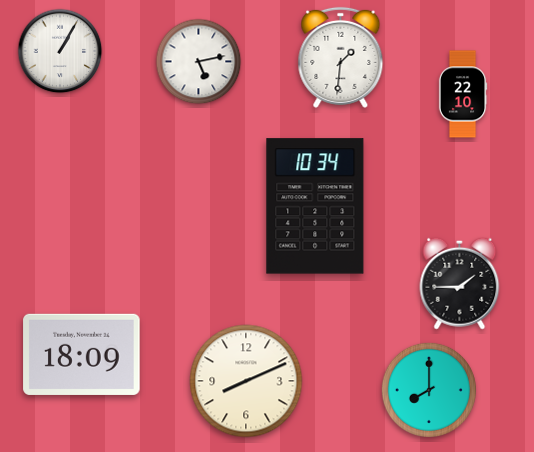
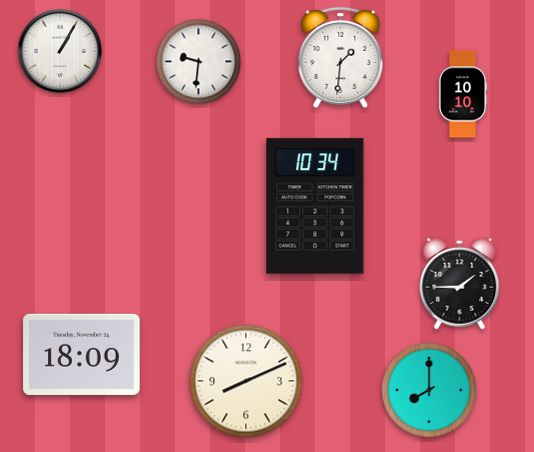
clock at (199, 62): 5:13 -> 9:31
clock at (463, 94): 22:10 -> 10:10
